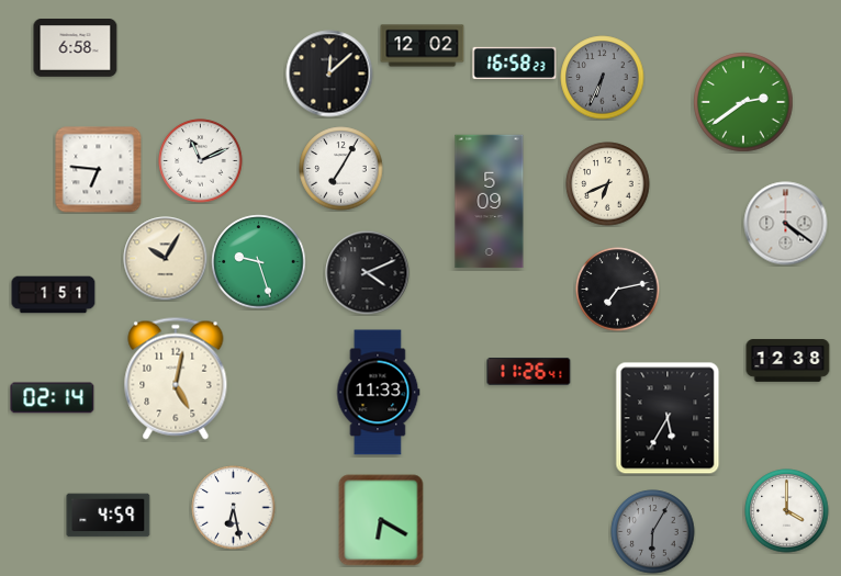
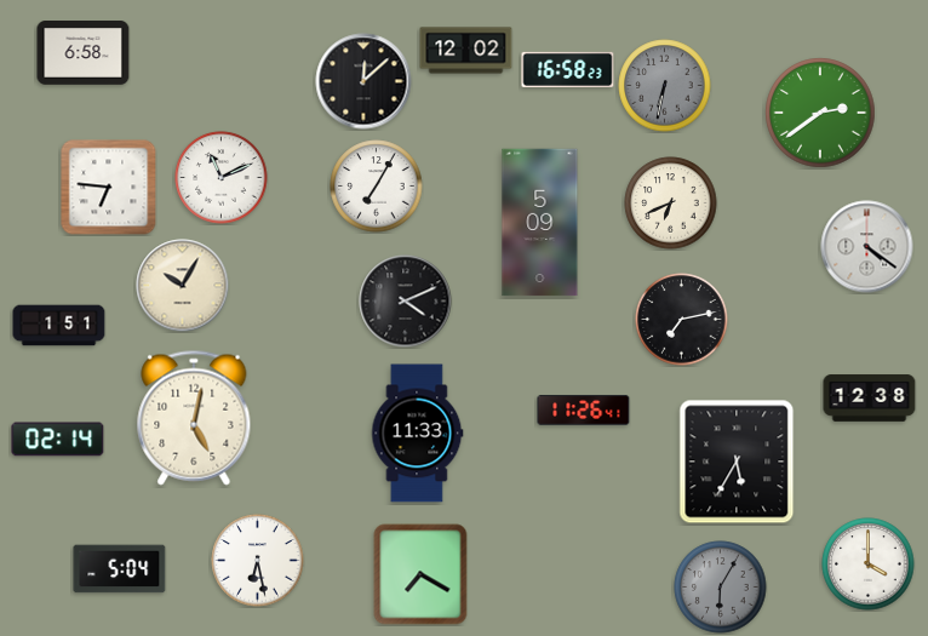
clock at (603, 78): 6:34 -> 6:32
clock at (259, 262): 9:27 -> none
clock at (109, 516): 4:59 -> 5:04
clock at (381, 520): 6:20 -> 7:20
